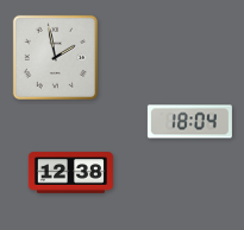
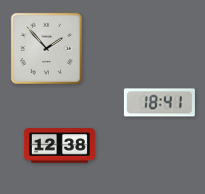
clock at (55, 57): 1:58 -> 1:53
clock at (189, 122): 18:04 -> 18:41
